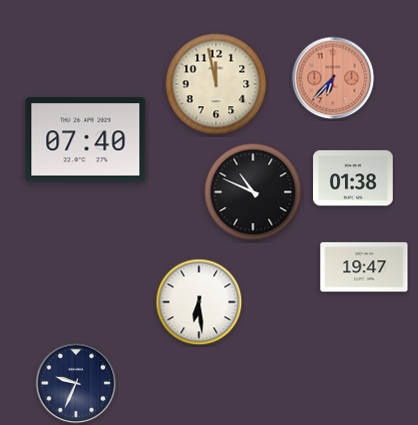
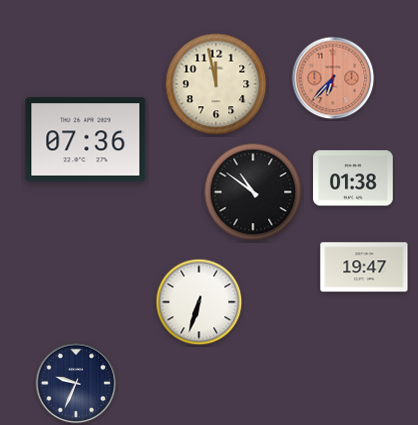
clock at (86, 140): 07:40 -> 07:36
clock at (253, 192): 10:49 -> 10:51
clock at (199, 302): 6:29 -> 6:33
